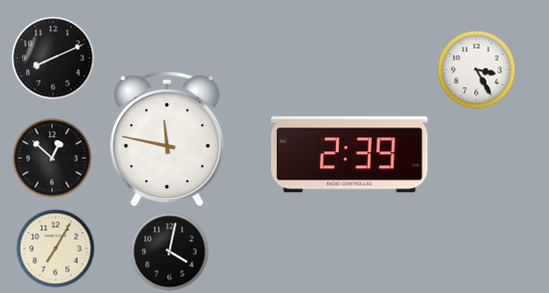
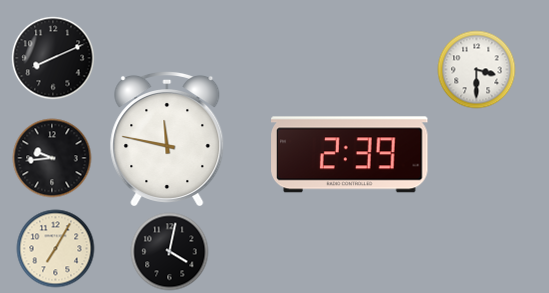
clock at (476, 69): 3:25 -> 3:30
clock at (52, 158): 12:52 -> 9:44
